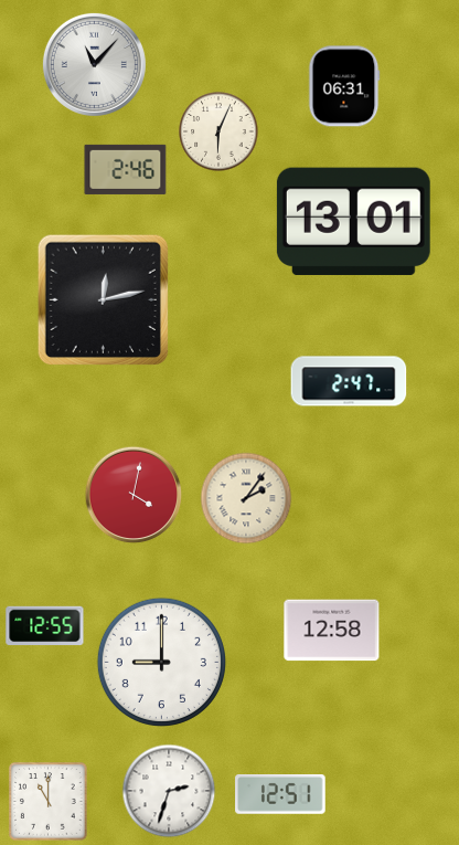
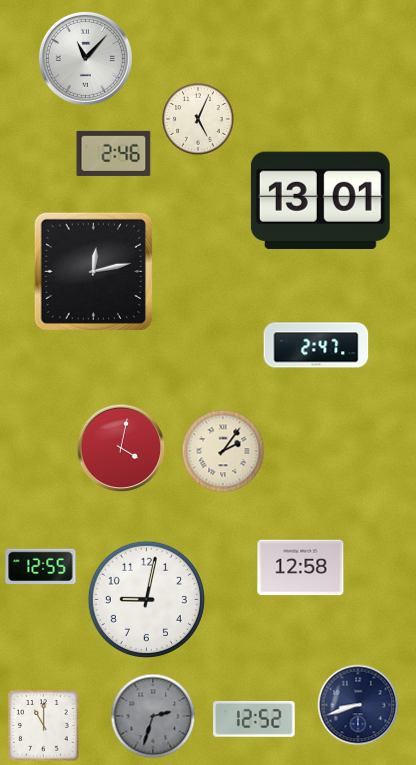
clock at (344, 86): 06:31 -> none
clock at (218, 131): 6:04 -> 5:04
clock at (332, 631) position: (332, 631) -> (301, 568)
clock at (161, 662): 9:00 -> 9:02
clock at (358, 705): none -> 8:42
clock at (169, 791) dial: white -> grey
clock at (280, 795): 12:51 -> 12:52
